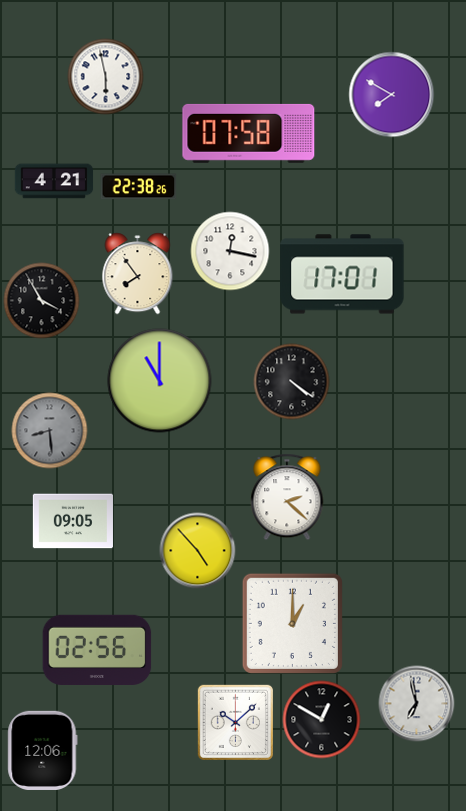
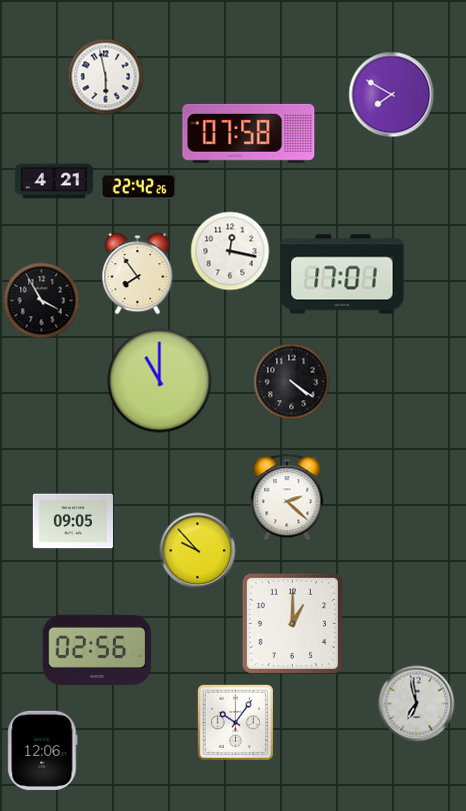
clock at (139, 187): 22:38 -> 22:42
clock at (50, 431): 8:29 -> none
clock at (198, 551): 4:53 -> 9:53
clock at (322, 720): 12:50 -> none
clock at (235, 722): 10:08 -> 10:06
